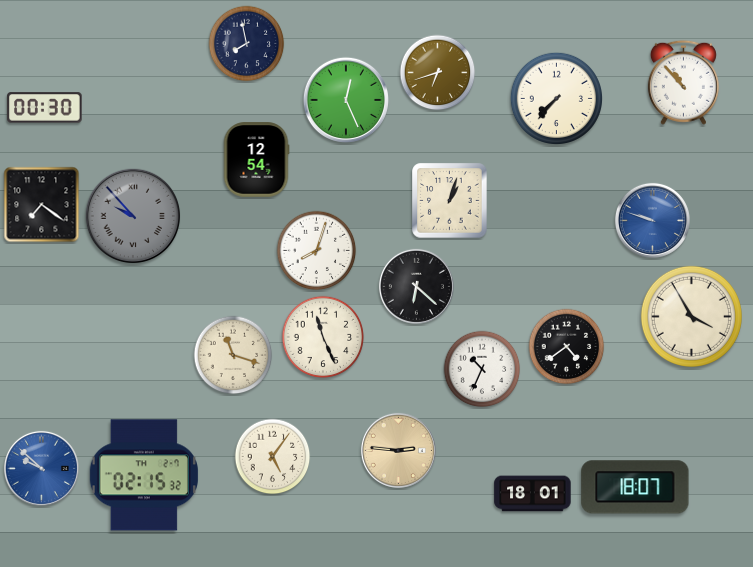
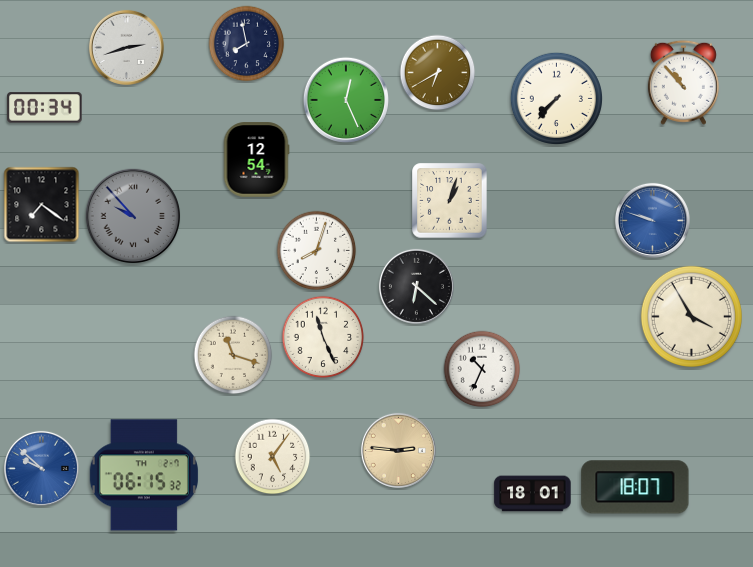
clock at (126, 47): none -> 2:42
clock at (438, 73): 6:42 -> 6:40
clock at (45, 108): 00:30 -> 00:34
clock at (567, 347): 4:39 -> none
clock at (144, 475): 02:15 -> 06:15
